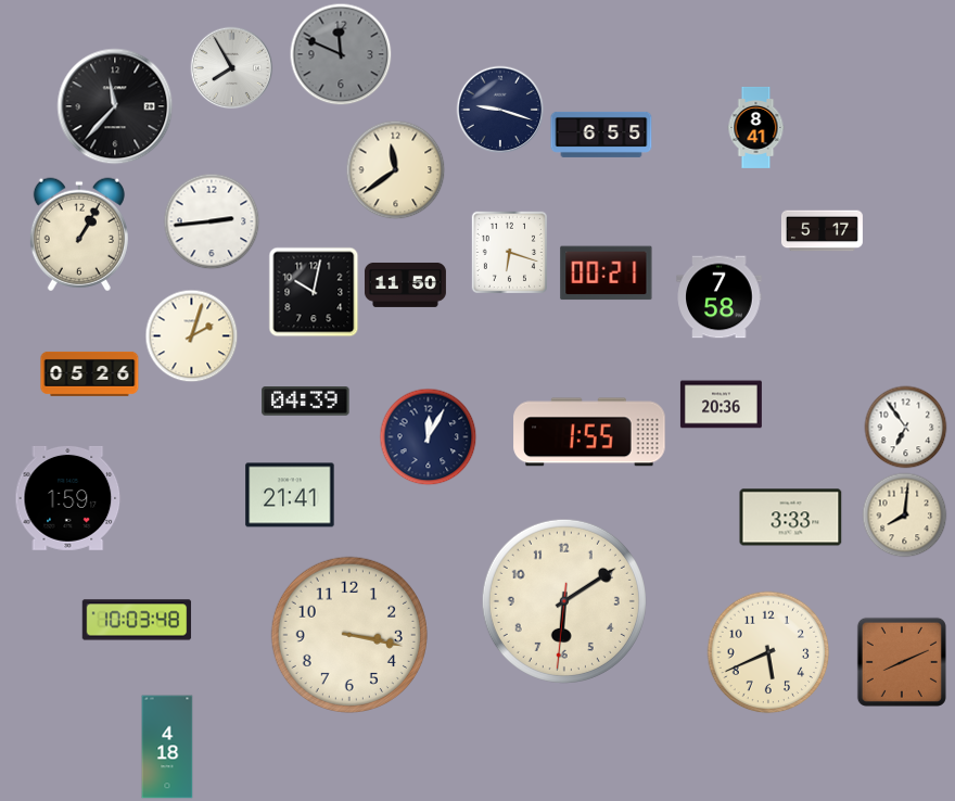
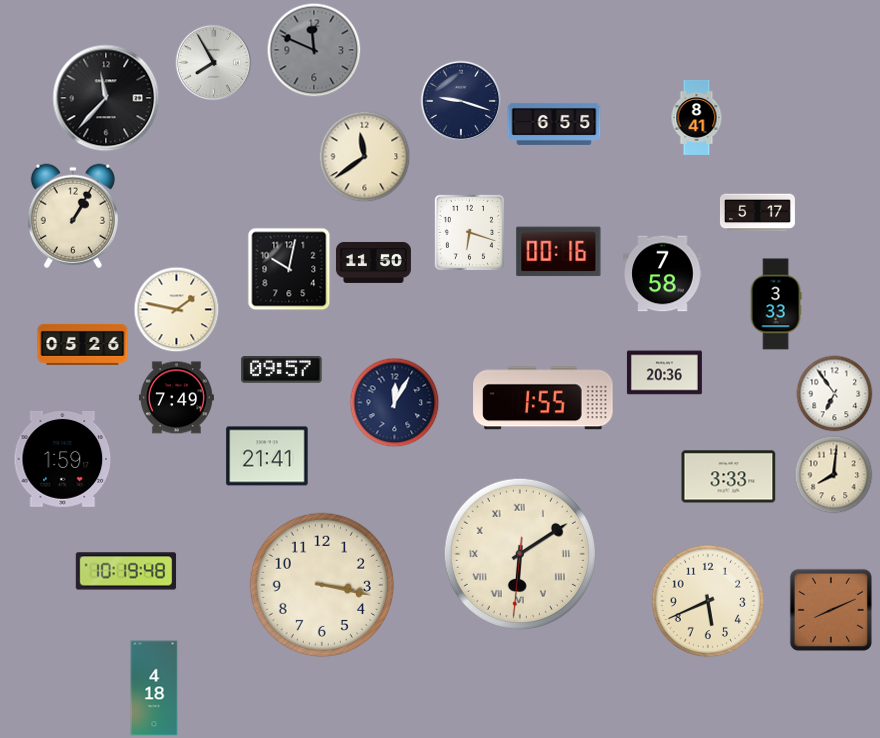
clock at (212, 221): 2:44 -> none
clock at (607, 274): 00:21 -> 00:16
clock at (776, 304): none -> 3:33
clock at (192, 336): 2:03 -> 1:47
clock at (306, 402): 04:39 -> 09:57
clock at (176, 398): none -> 7:49
clock at (564, 601) numerals: Arabic -> Roman
clock at (137, 620): 10:03 -> 10:19
